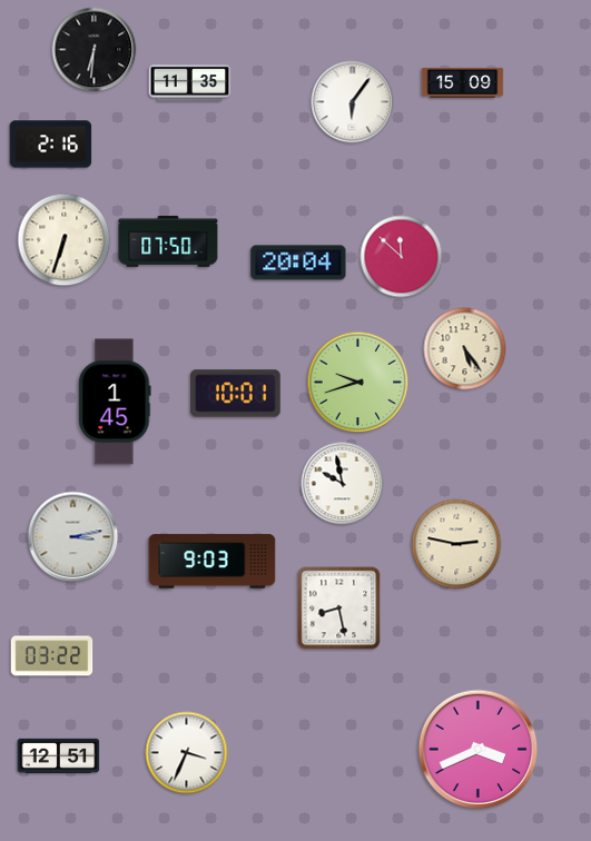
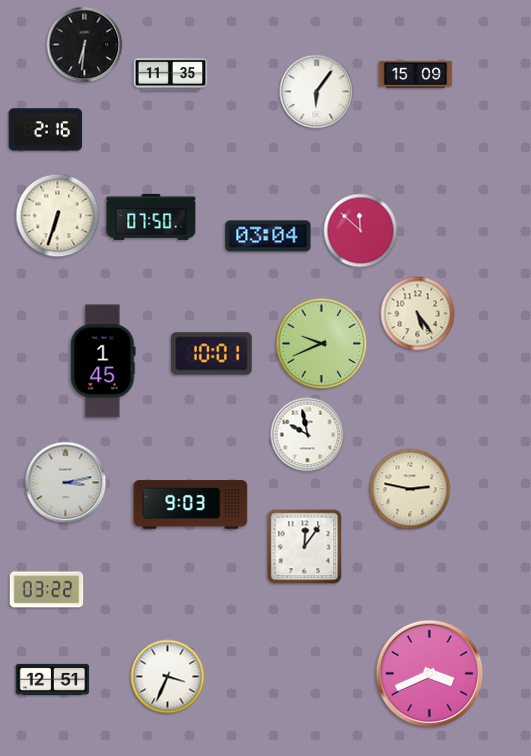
clock at (298, 263): 20:04 -> 03:04
clock at (358, 383): 9:42 -> 9:41
clock at (339, 609): 8:28 -> 12:06
